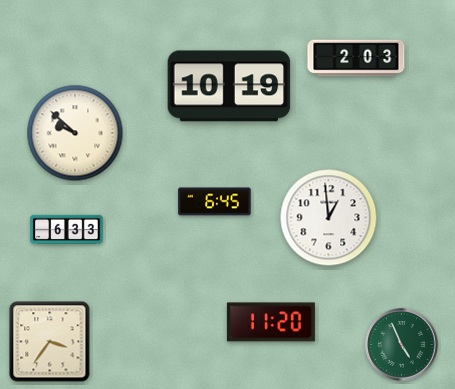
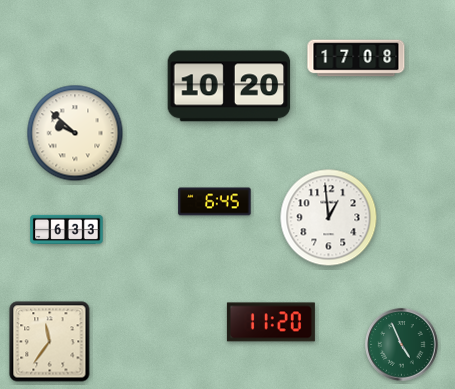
clock at (356, 58): 2:03 -> 17:08
clock at (229, 86): 10:19 -> 10:20
clock at (50, 342): 3:36 -> 11:36
